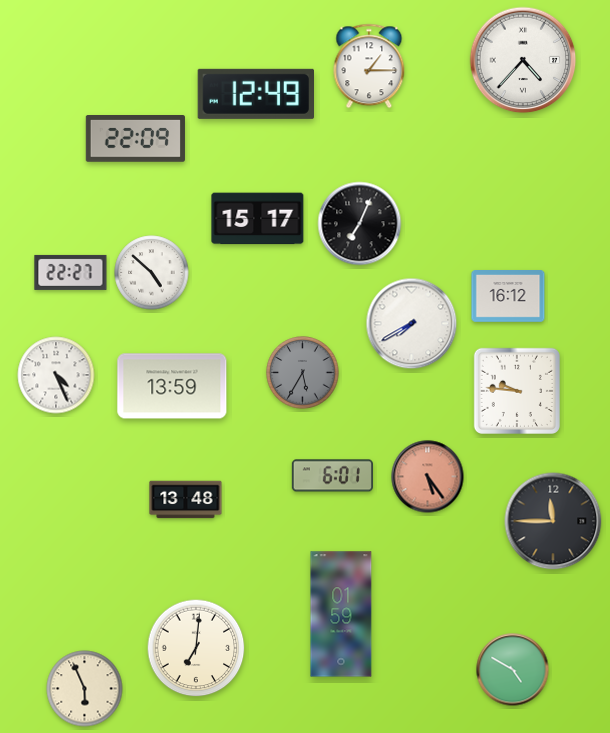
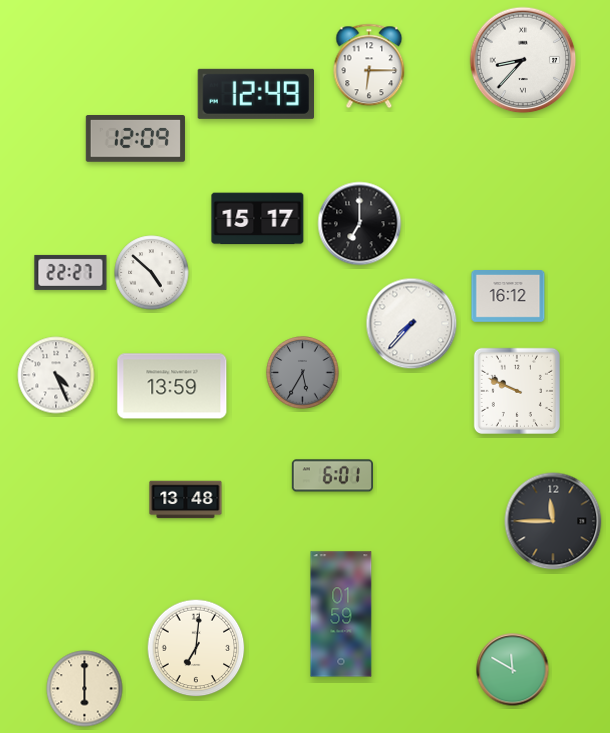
clock at (523, 60): 4:37 -> 8:37
clock at (369, 66): 1:15 -> 6:15
clock at (135, 139): 22:09 -> 12:09
clock at (360, 224): 7:04 -> 7:00
clock at (412, 324): 7:40 -> 7:37
clock at (517, 391): 9:46 -> 9:49
clock at (428, 477): 5:24 -> none
clock at (513, 670): 4:50 -> 11:50
clock at (85, 689): 5:56 -> 6:00
